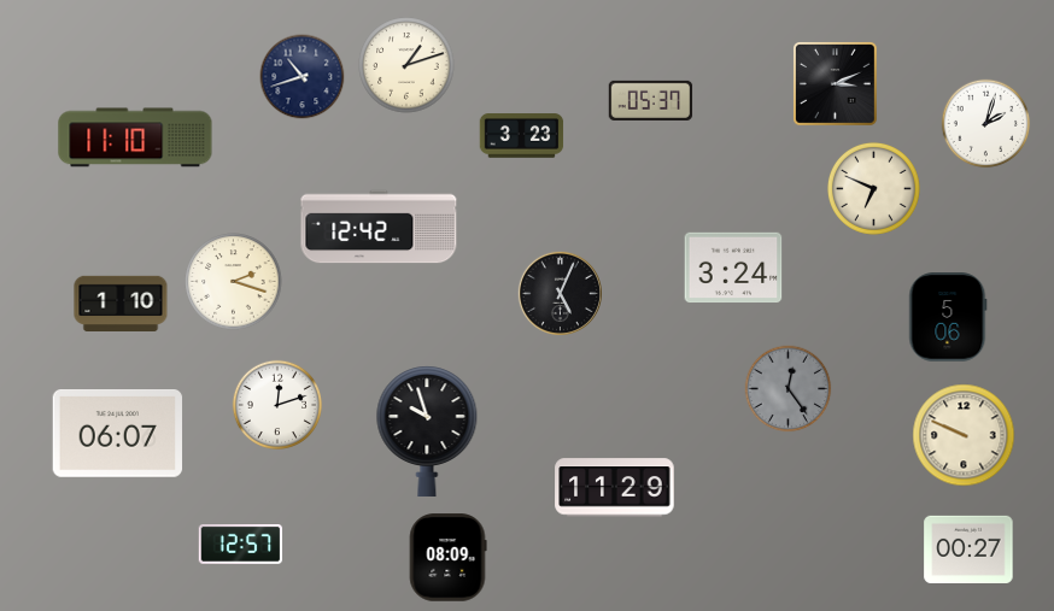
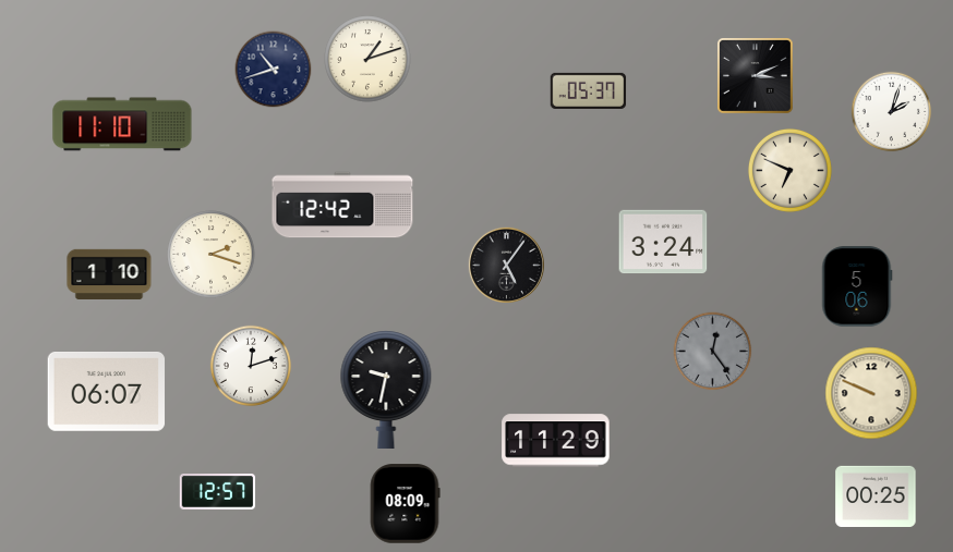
clock at (522, 136): 3:23 -> none
clock at (560, 293): 5:04 -> 5:06
clock at (427, 431): 9:57 -> 9:32
clock at (968, 548): 00:27 -> 00:25
